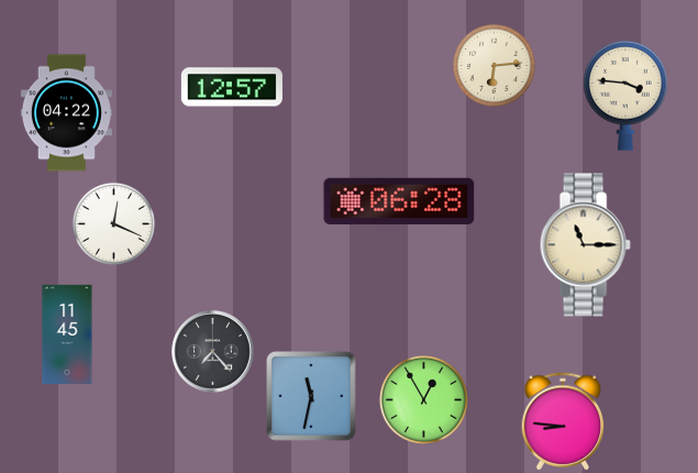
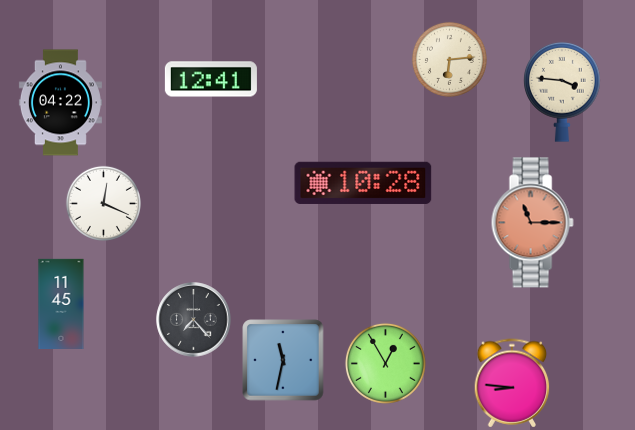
clock at (232, 87): 12:57 -> 12:41
clock at (625, 96) position: (625, 96) -> (562, 92)
clock at (399, 201): 06:28 -> 10:28
clock at (585, 245) dial: cream -> salmon
